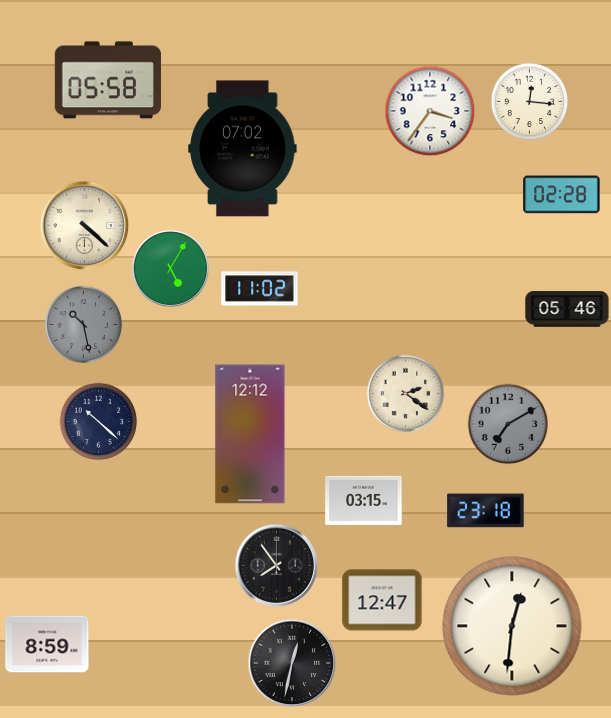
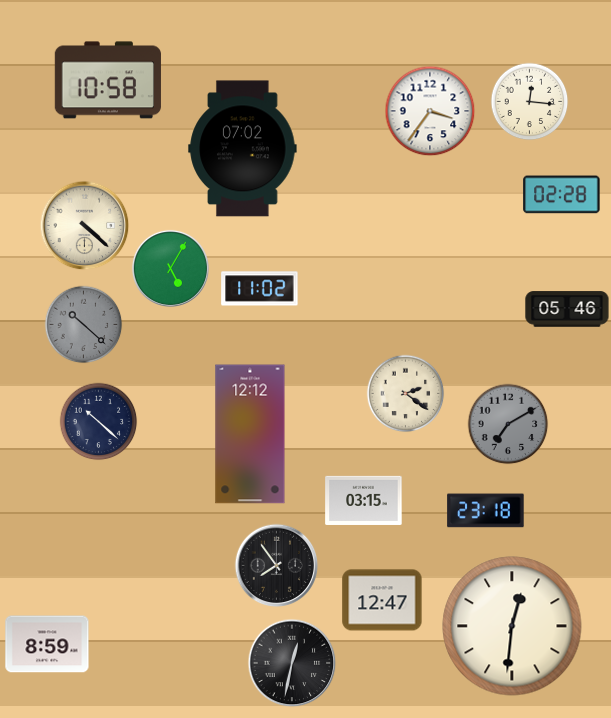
clock at (108, 80): 05:58 -> 10:58
clock at (83, 324): 10:28 -> 10:22
